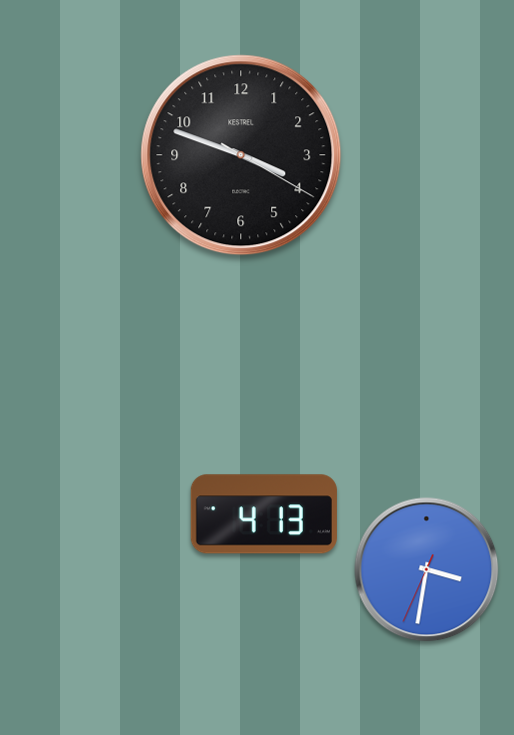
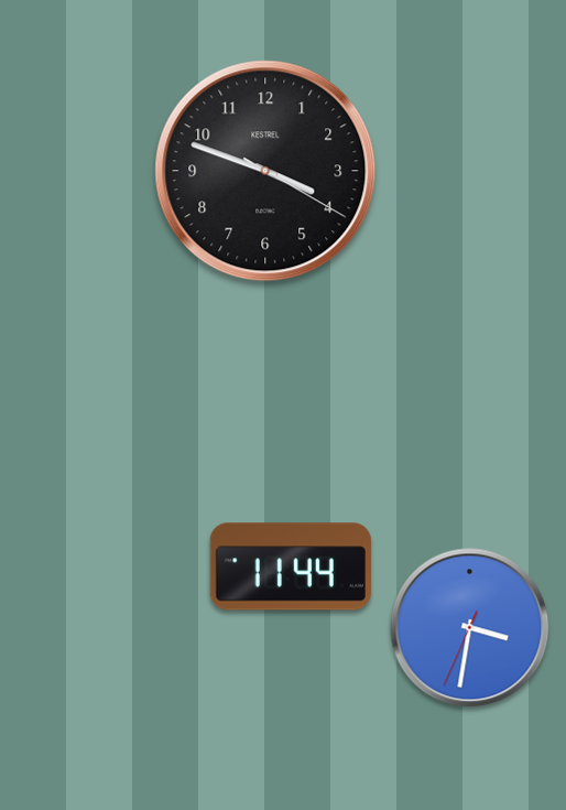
clock at (264, 514): 4:13 -> 11:44
